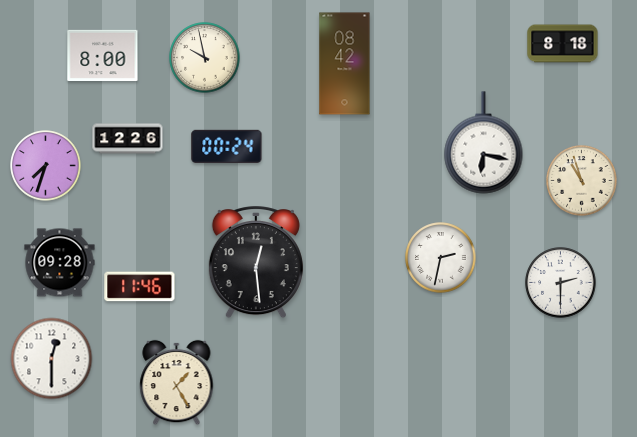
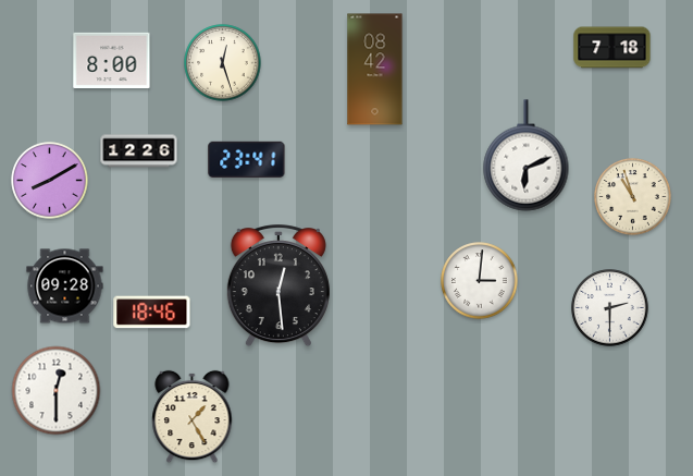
clock at (563, 44): 8:18 -> 7:18
clock at (205, 58): 9:58 -> 12:27
clock at (484, 143): 6:17 -> 6:11
clock at (227, 146): 00:24 -> 23:41
clock at (46, 166): 7:33 -> 8:10
clock at (441, 258): 2:32 -> 3:01
clock at (140, 287): 11:46 -> 18:46
